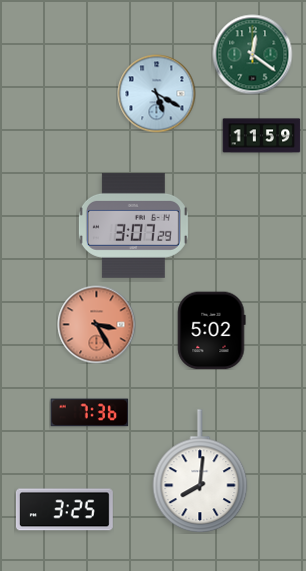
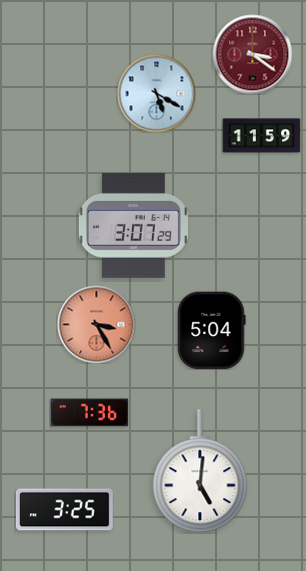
clock at (252, 54): 12:21 -> 3:21
clock at (252, 54) dial: green -> burgundy
clock at (212, 330): 5:02 -> 5:04
clock at (200, 471): 8:01 -> 5:01
